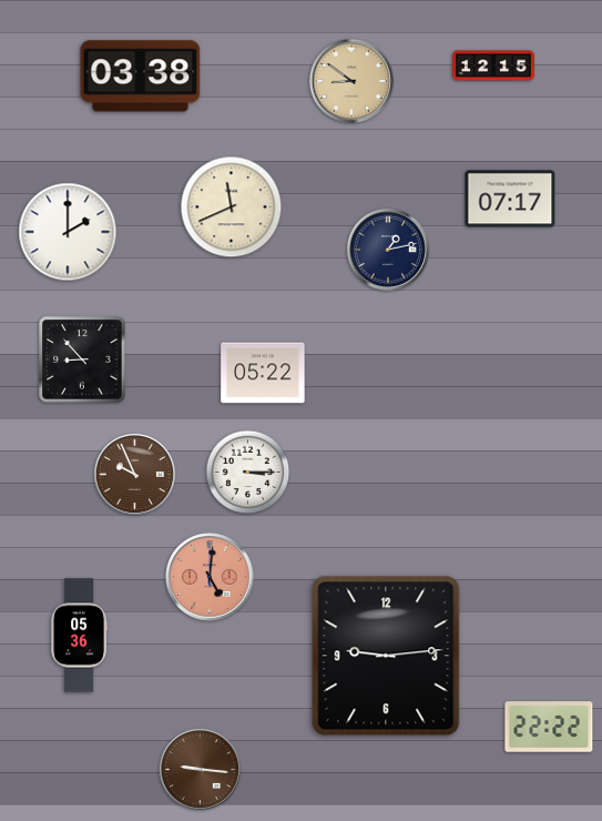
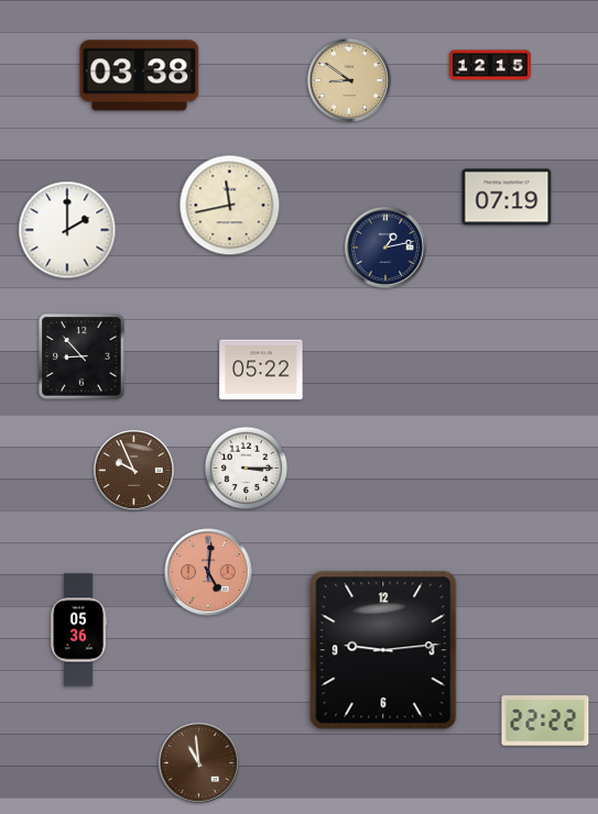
clock at (510, 199): 07:17 -> 07:19
clock at (232, 207): 11:41 -> 11:43
clock at (200, 769): 9:16 -> 10:59
